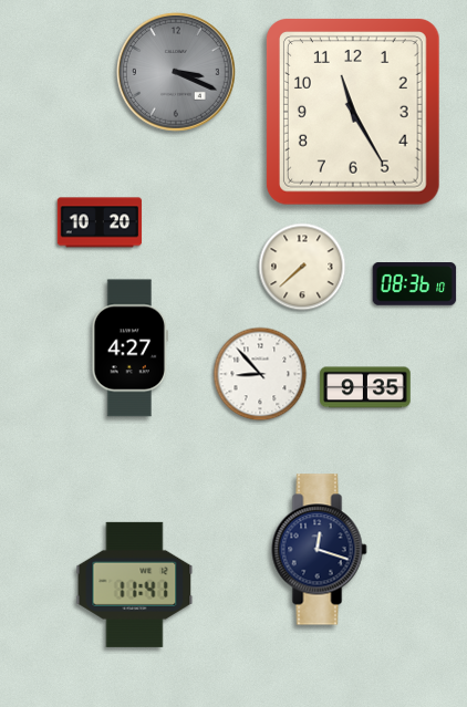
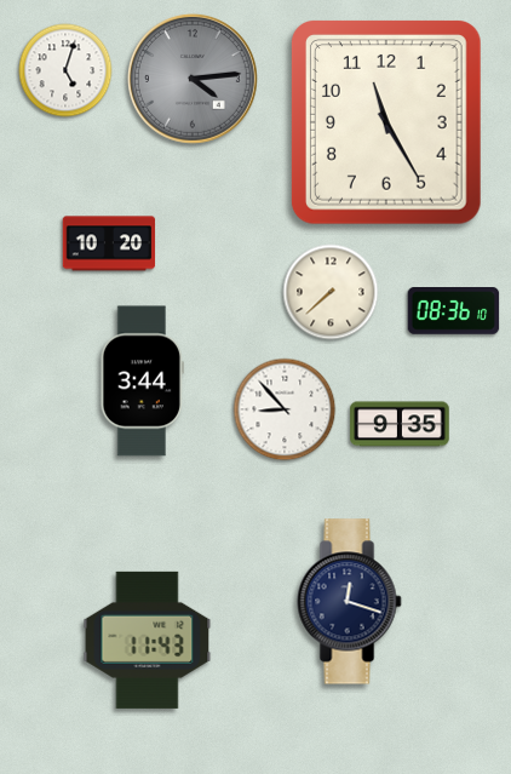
clock at (65, 70): none -> 5:03
clock at (176, 72): 3:19 -> 4:14
clock at (129, 349): 4:27 -> 3:44
clock at (135, 584): 11:41 -> 11:43
